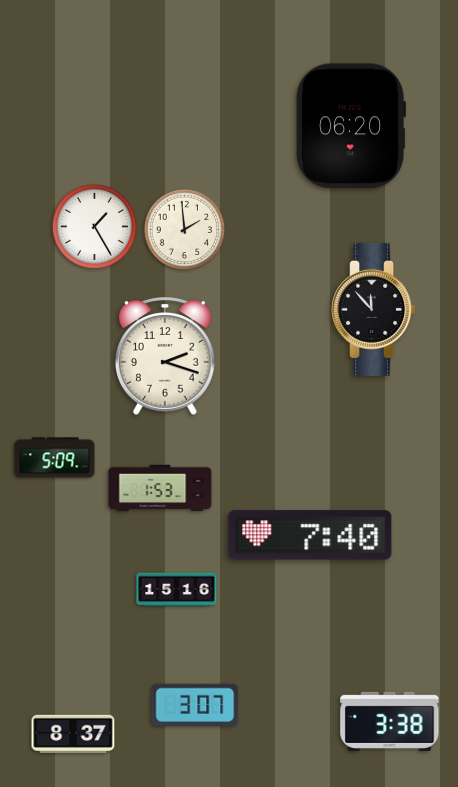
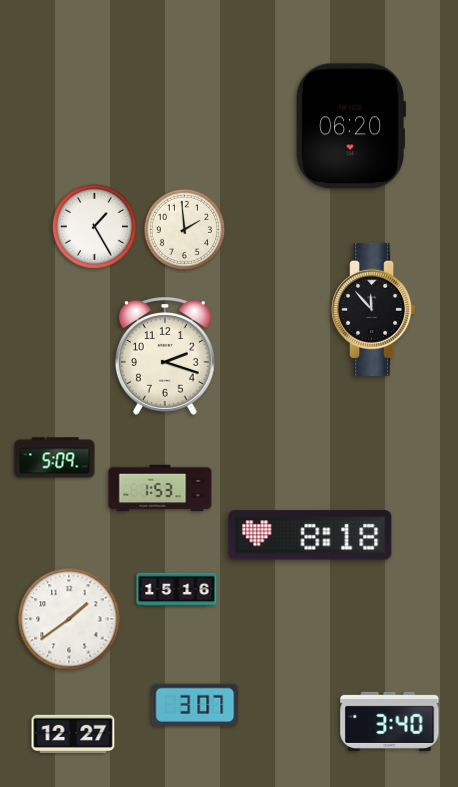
clock at (310, 535): 7:40 -> 8:18
clock at (69, 619): none -> 1:39
clock at (390, 721): 3:38 -> 3:40
clock at (73, 733): 8:37 -> 12:27
